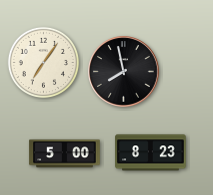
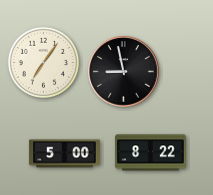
clock at (124, 72): 7:58 -> 8:58
clock at (151, 153): 8:23 -> 8:22
